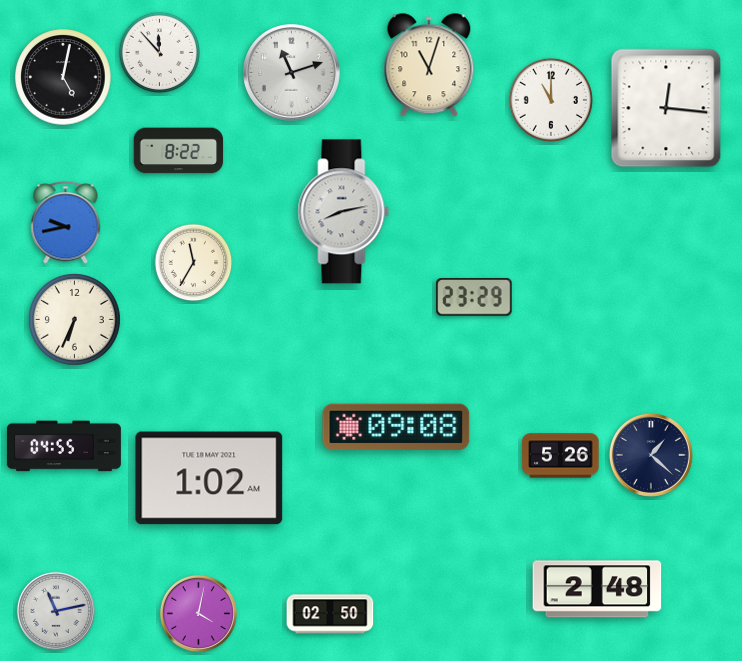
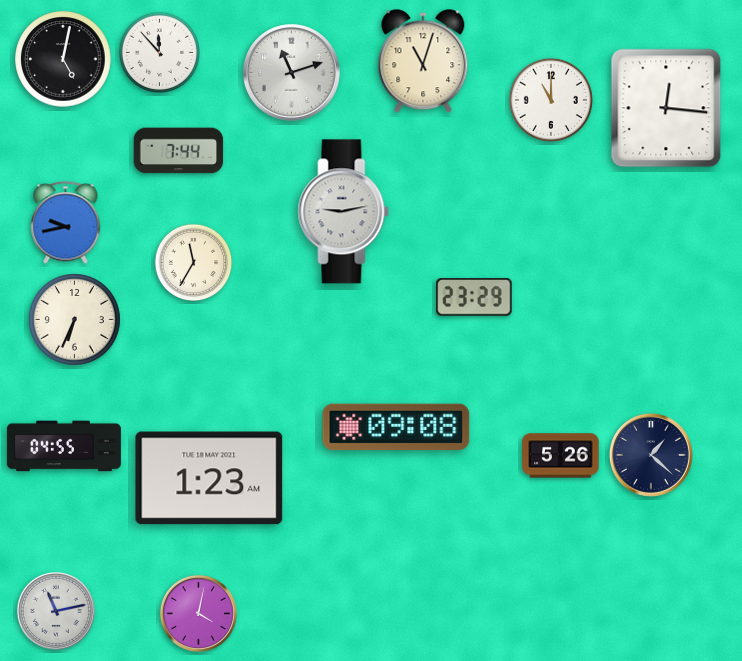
clock at (429, 66) position: (429, 66) -> (423, 62)
clock at (63, 77) position: (63, 77) -> (63, 59)
clock at (179, 151): 8:22 -> 7:44
clock at (344, 212): 8:13 -> 9:13
clock at (209, 478): 1:02 -> 1:23
clock at (597, 589): 2:48 -> none
clock at (330, 614): 02:50 -> none
